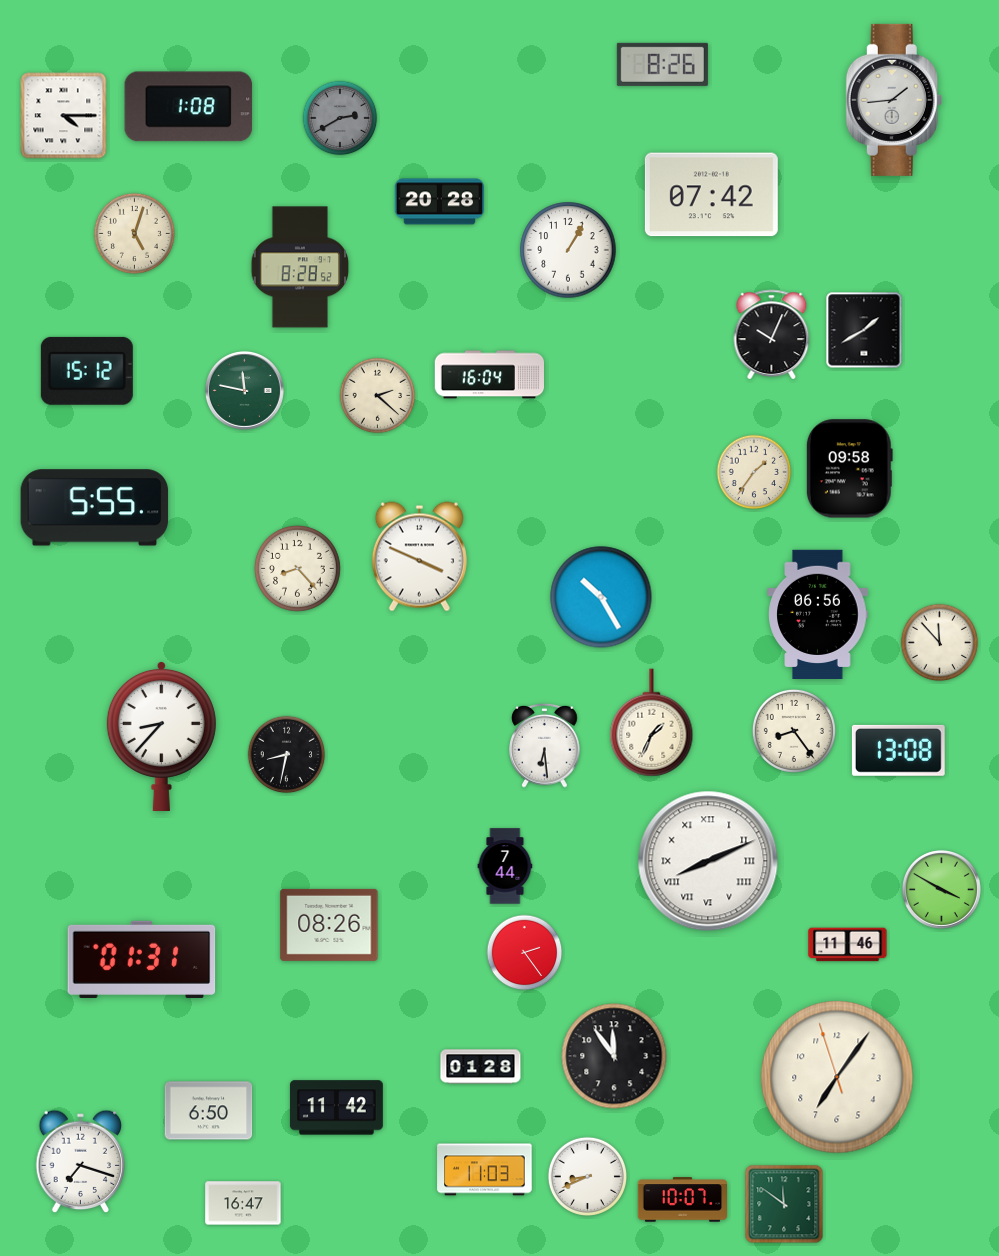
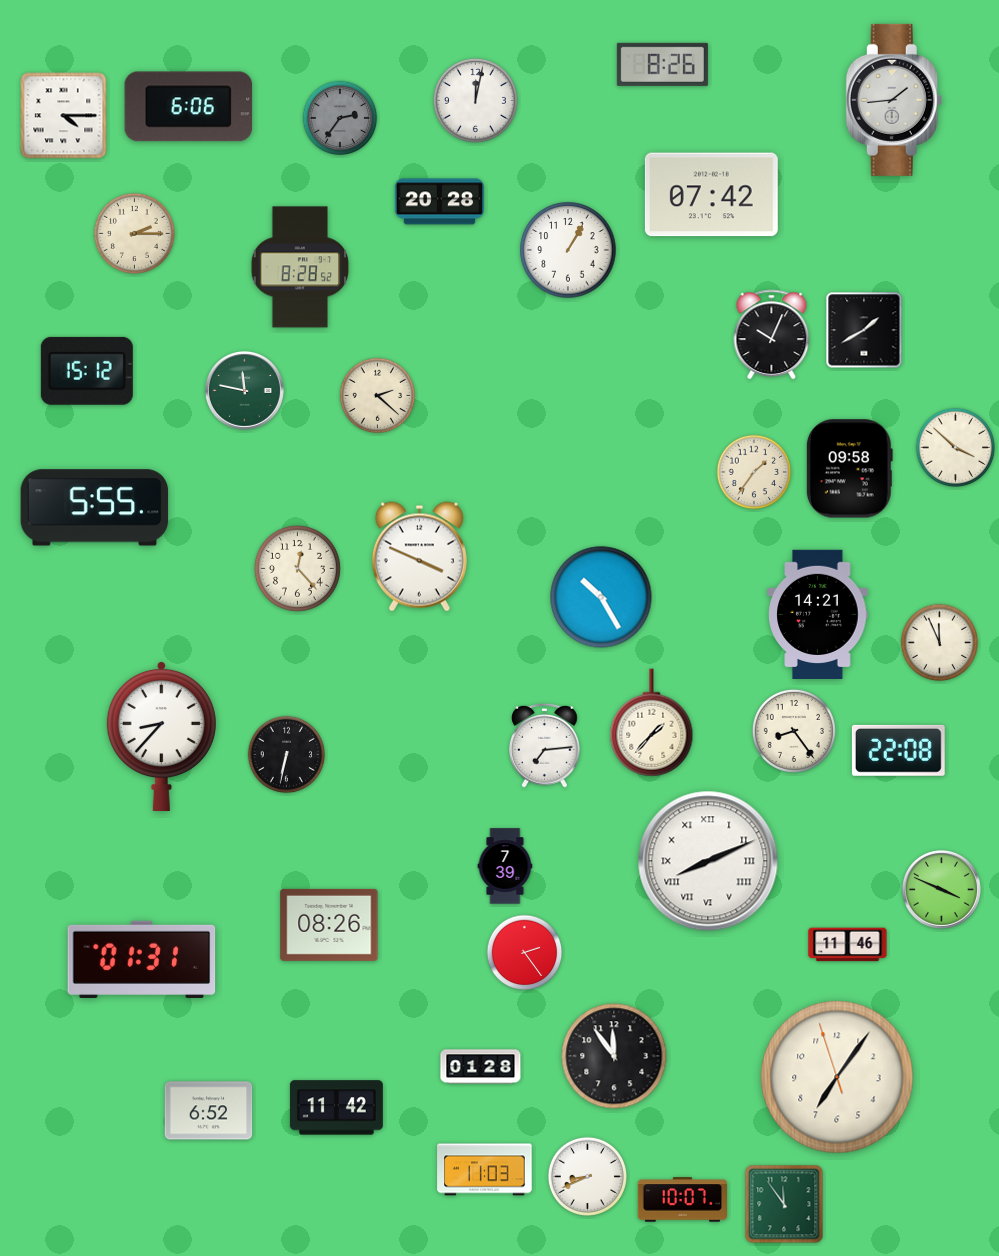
clock at (475, 100): none -> 12:02
clock at (189, 107): 1:08 -> 6:06
clock at (340, 118): 2:40 -> 2:36
clock at (134, 233): 5:03 -> 2:15
clock at (489, 375): 16:04 -> none
clock at (955, 447): none -> 3:52
clock at (297, 568): 8:23 -> 12:23
clock at (818, 615): 06:56 -> 14:21
clock at (940, 643): 11:53 -> 11:56
clock at (652, 723): 1:34 -> 1:37
clock at (545, 745): 6:29 -> 7:14
clock at (898, 750): 13:08 -> 22:08
clock at (287, 755): 8:32 -> 6:32
clock at (505, 866): 7:44 -> 7:39
clock at (941, 889): 3:50 -> 3:49
clock at (209, 1111): 6:50 -> 6:52
clock at (81, 1162): 7:18 -> none
clock at (243, 1203): 16:47 -> none
clock at (784, 1204): 11:51 -> 11:54
